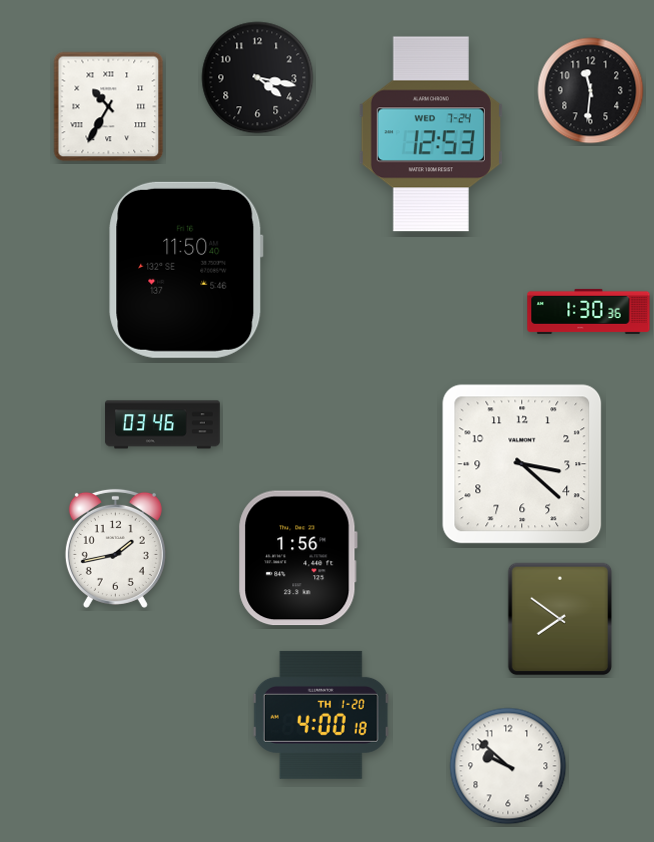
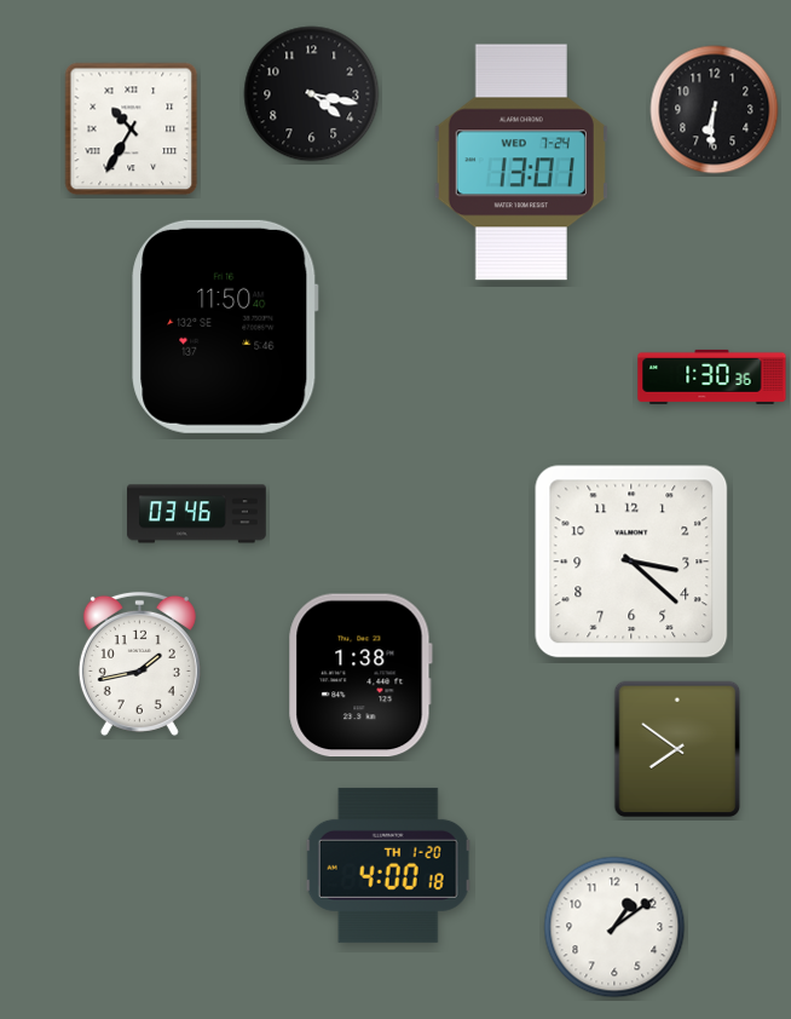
clock at (591, 91): 11:31 -> 6:31
clock at (431, 134): 12:53 -> 13:01
clock at (298, 558): 1:56 -> 1:38
clock at (508, 766): 9:52 -> 1:09
